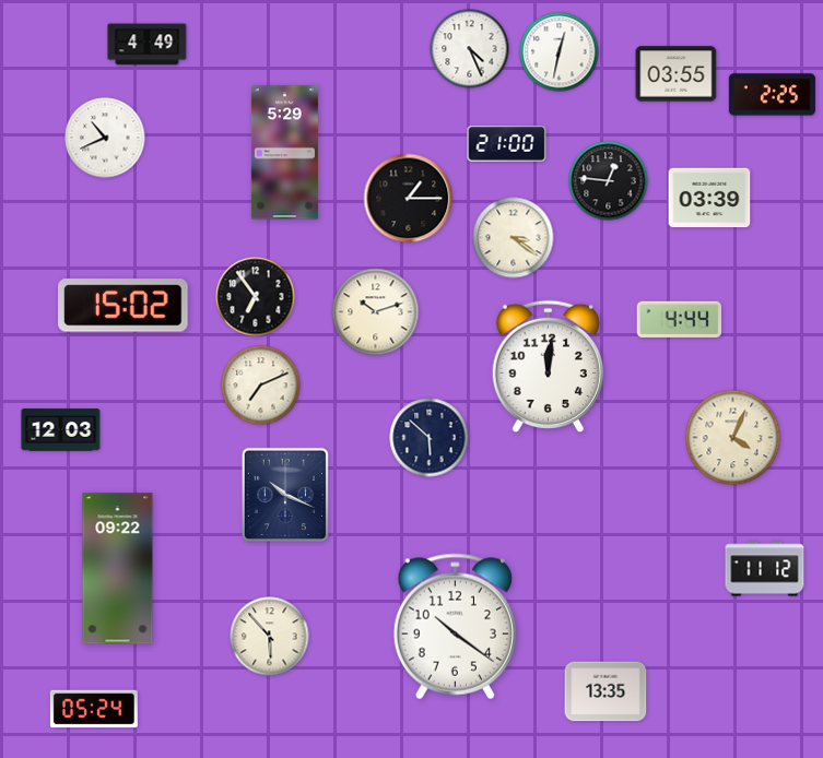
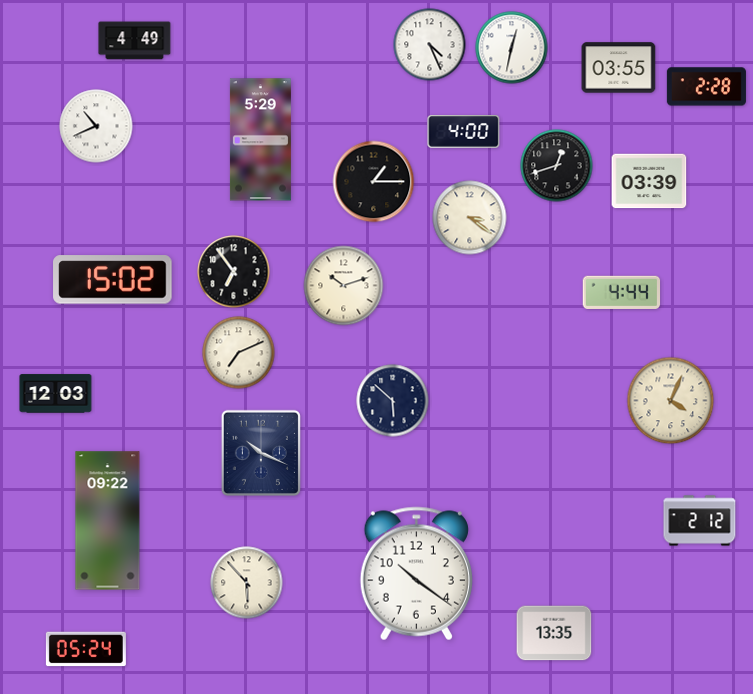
clock at (772, 95): 2:25 -> 2:28
clock at (507, 144): 21:00 -> 4:00
clock at (609, 181): 12:46 -> 12:42
clock at (548, 366): 12:01 -> none
clock at (765, 569): 11:12 -> 2:12
